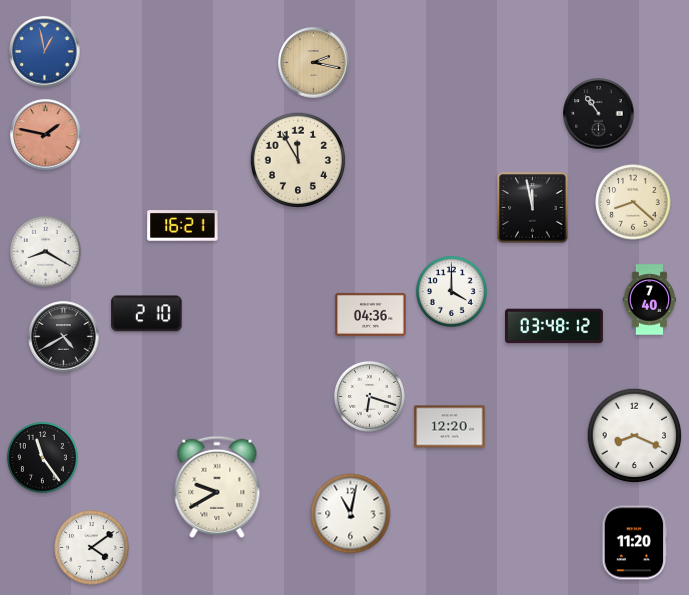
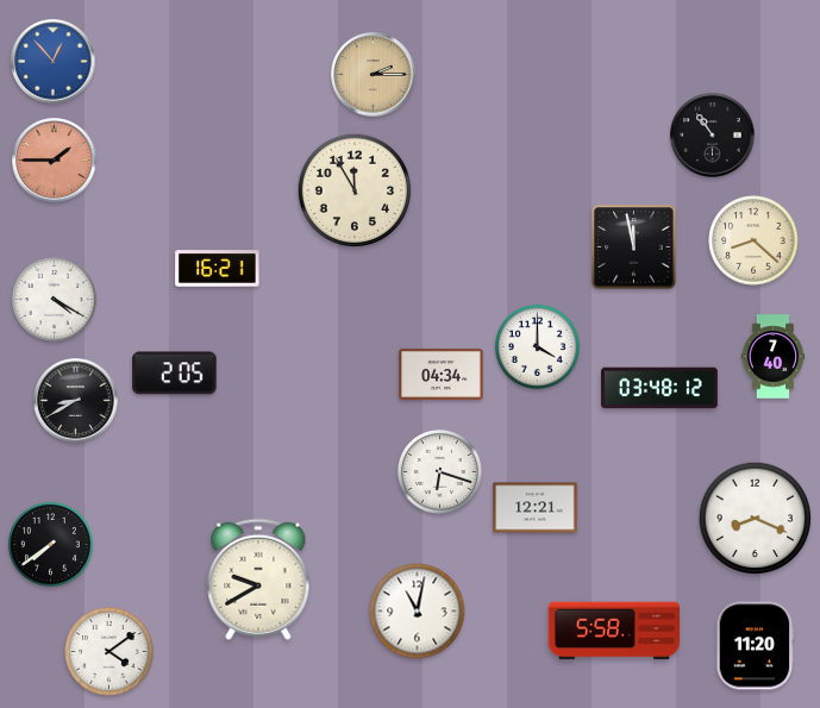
clock at (45, 52): 12:58 -> 12:53
clock at (314, 63): 2:17 -> 2:15
clock at (46, 135): 1:47 -> 1:45
clock at (45, 251): 8:20 -> 4:20
clock at (147, 314): 2:10 -> 2:05
clock at (371, 314): 04:36 -> 04:34
clock at (64, 337): 4:40 -> 8:40
clock at (450, 427): 12:20 -> 12:21
clock at (42, 457): 11:24 -> 7:39
clock at (614, 631): none -> 5:58
